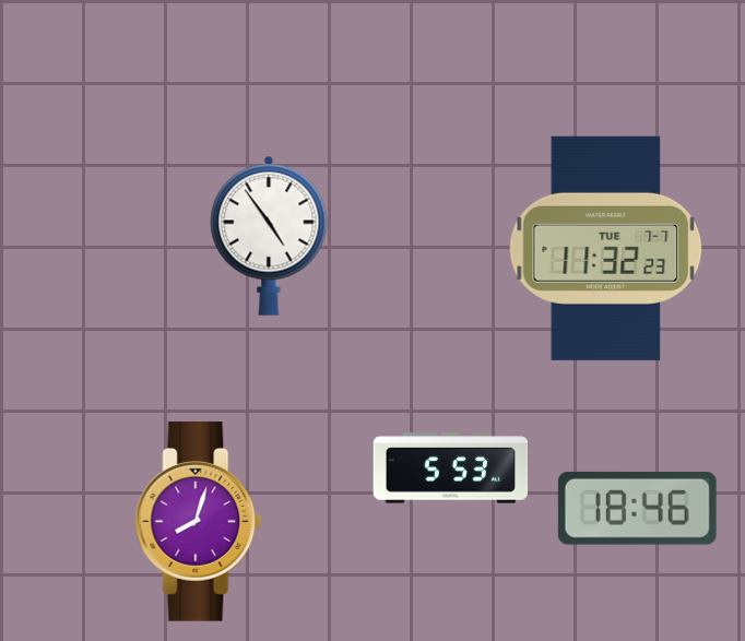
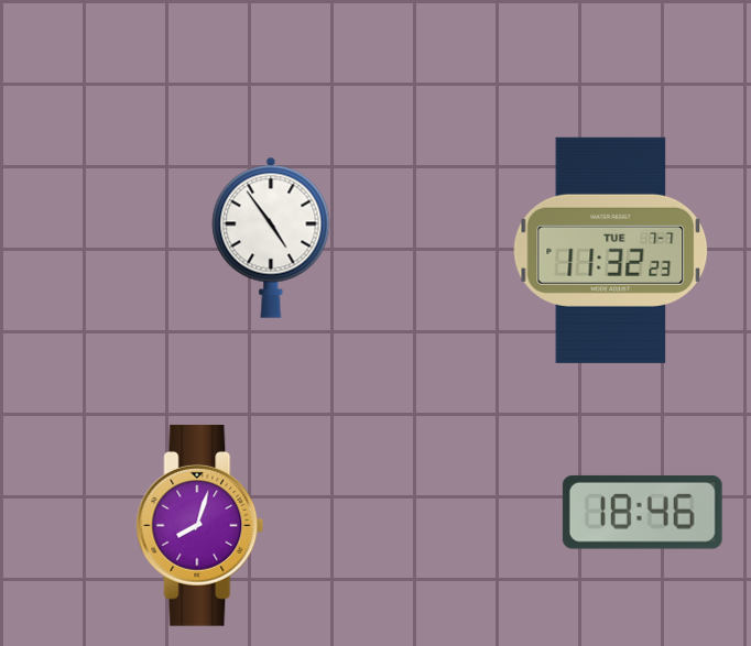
clock at (451, 468): 5:53 -> none
